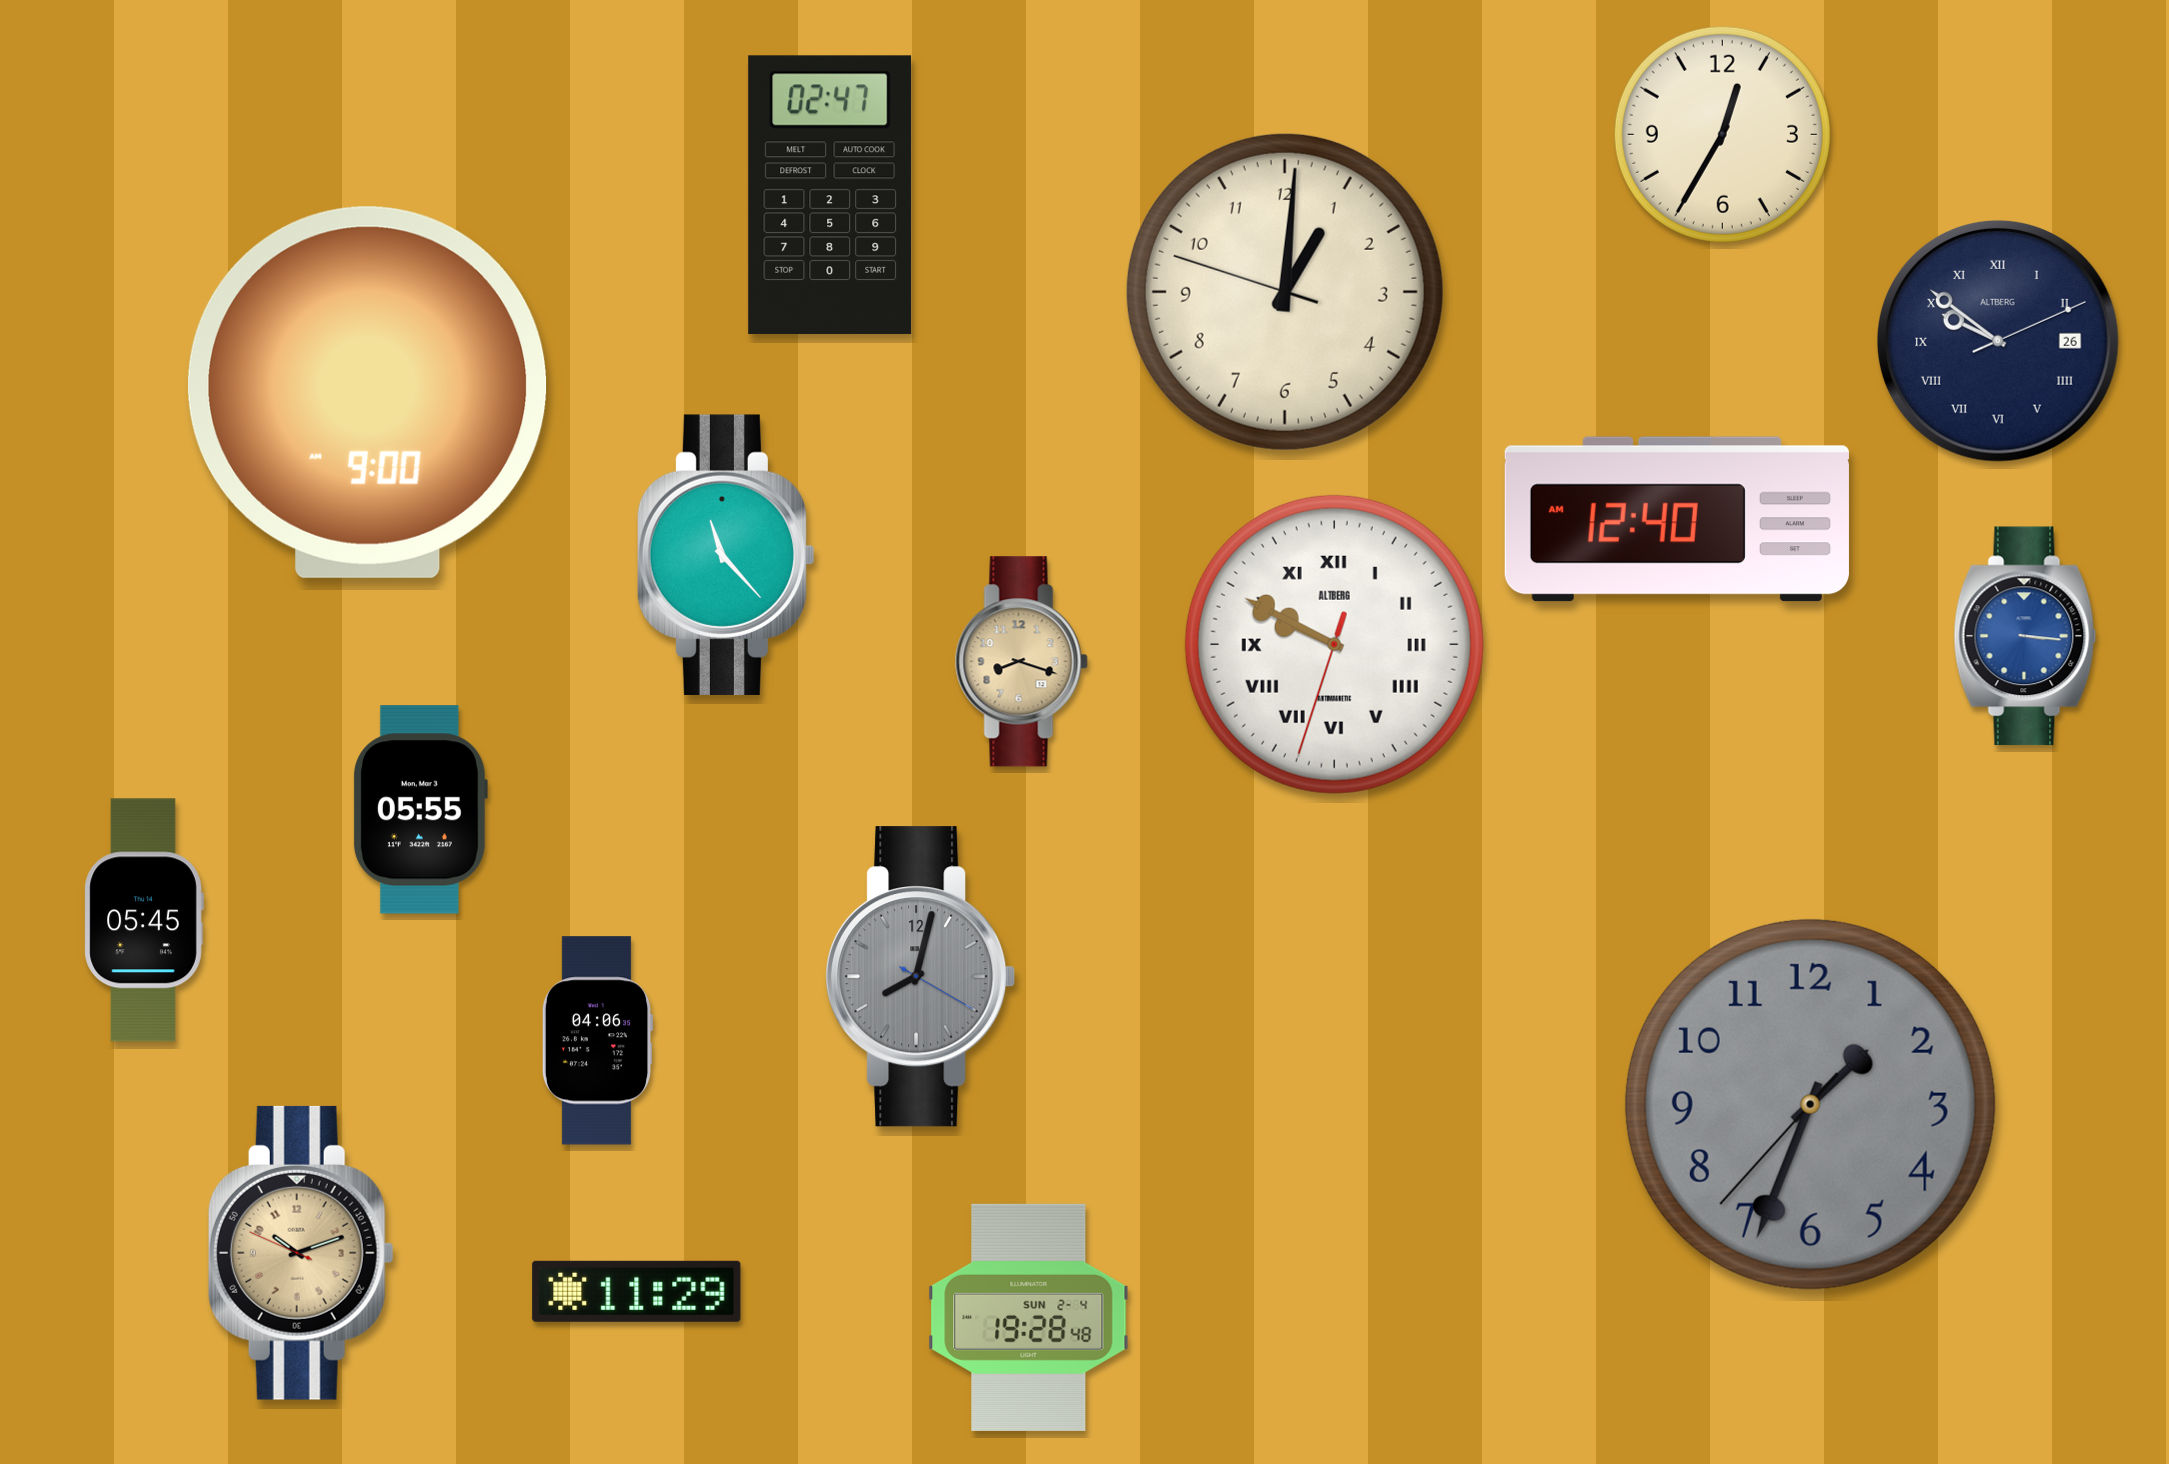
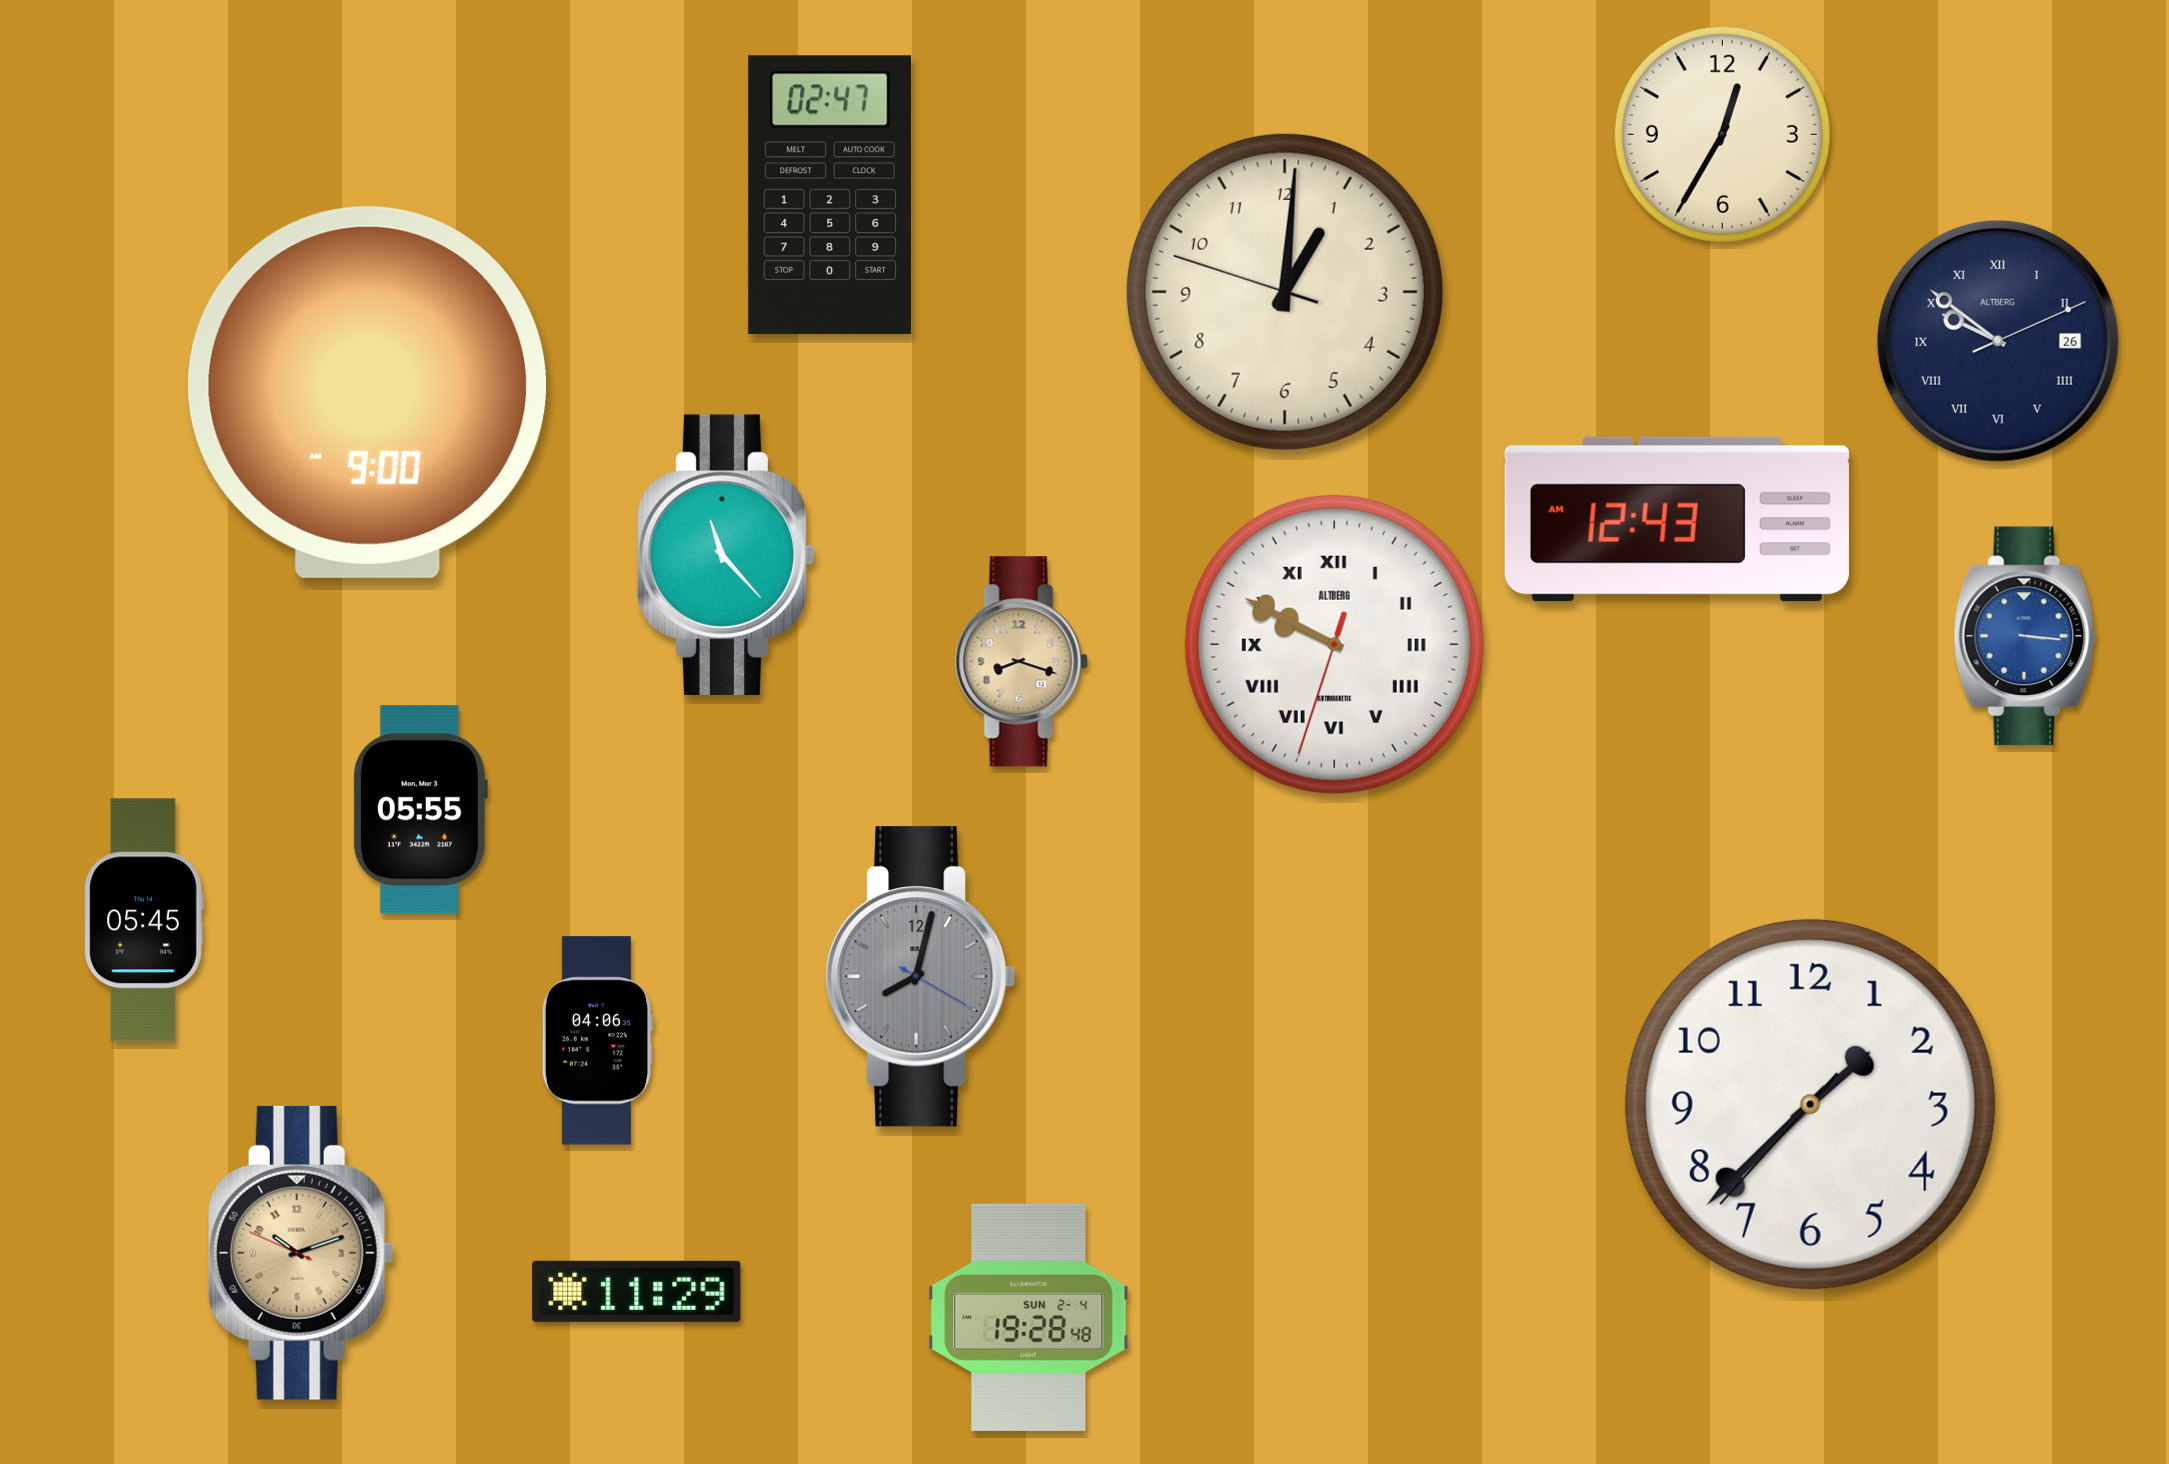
clock at (1677, 519): 12:40 -> 12:43
clock at (1810, 1104): 1:33 -> 1:37
clock at (1810, 1104) dial: grey -> white
